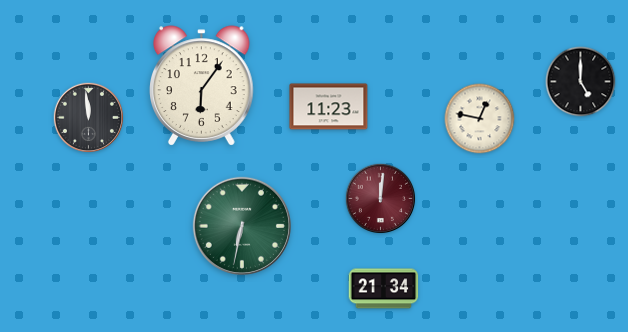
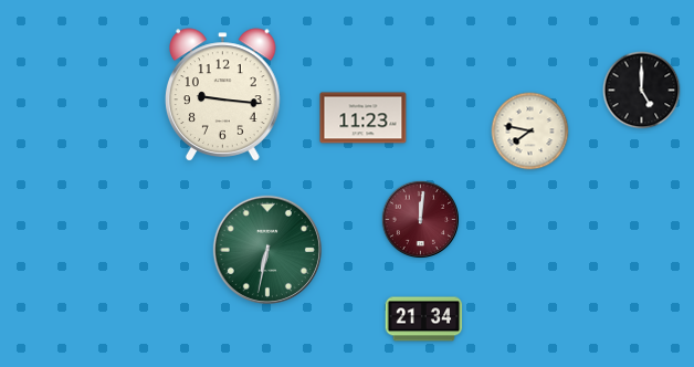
clock at (202, 86): 6:06 -> 9:16
clock at (88, 117): 11:59 -> none
clock at (480, 119): 12:47 -> 7:47
